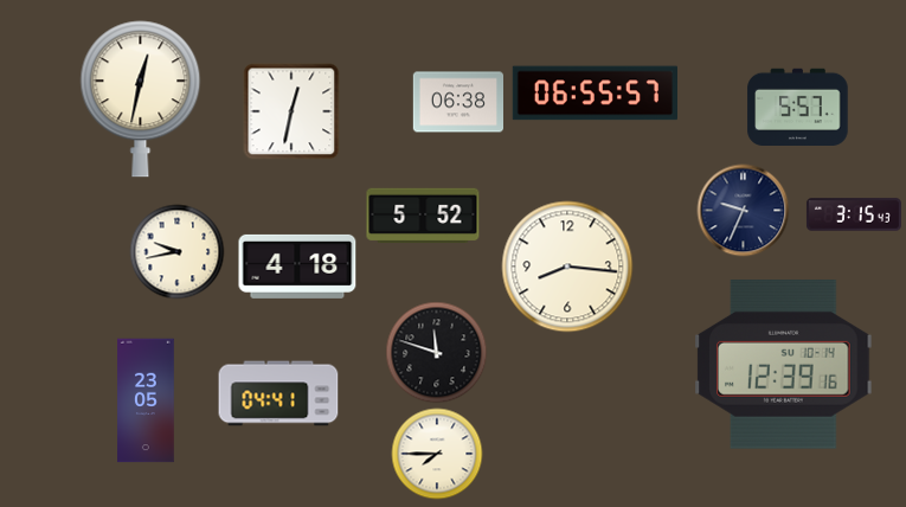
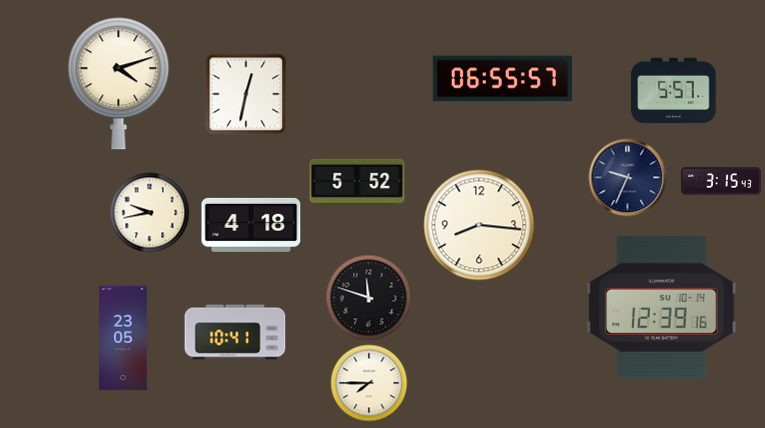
clock at (141, 100): 12:32 -> 4:12
clock at (457, 102): 06:38 -> none
clock at (278, 393): 04:41 -> 10:41
